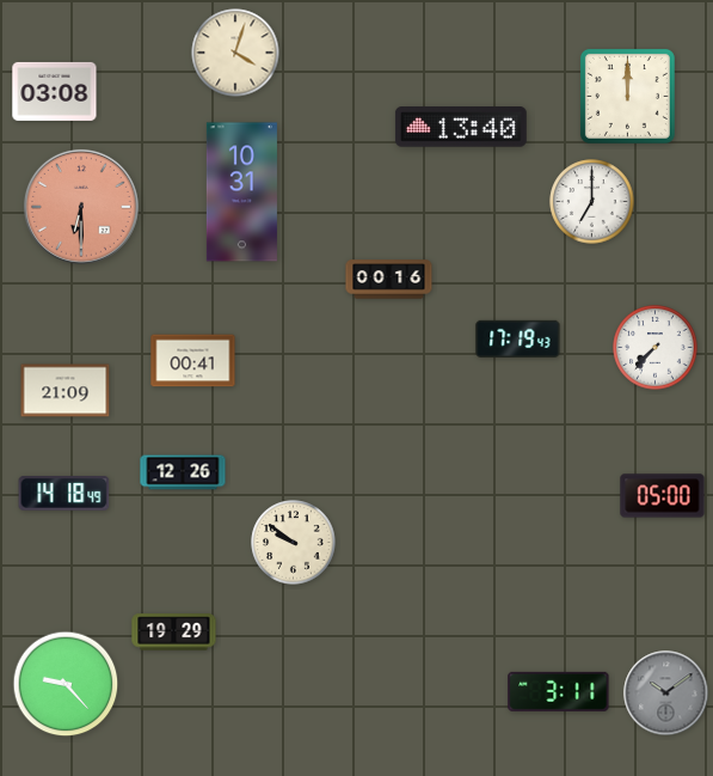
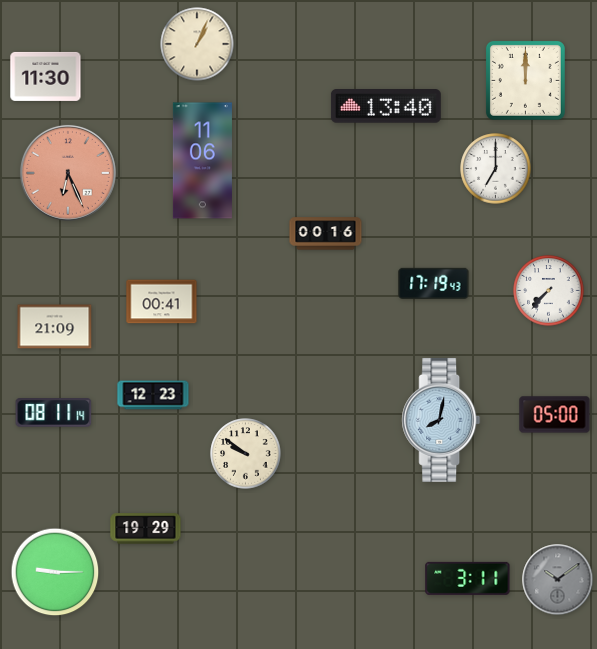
clock at (235, 53): 4:03 -> 1:04
clock at (55, 91): 03:08 -> 11:30
clock at (241, 193): 10:31 -> 11:06
clock at (81, 207): 6:30 -> 6:26
clock at (183, 472): 12:26 -> 12:23
clock at (64, 494): 14:18 -> 08:11
clock at (441, 420): none -> 8:02
clock at (66, 684): 9:23 -> 9:15
